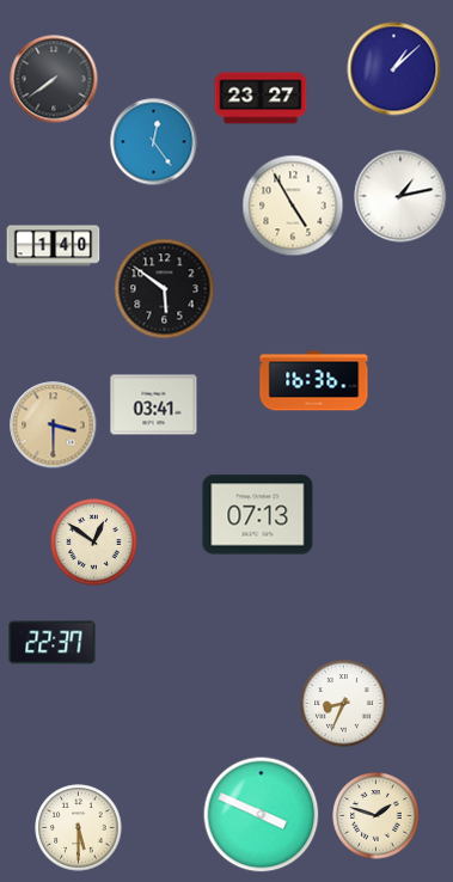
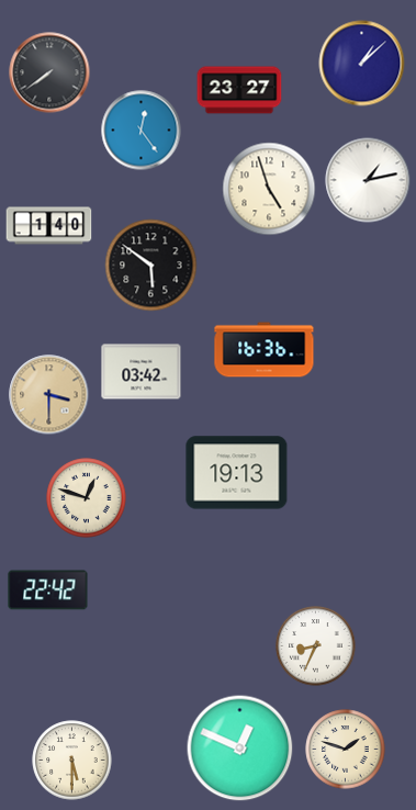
clock at (293, 206): 4:55 -> 4:57
clock at (314, 381) position: (314, 381) -> (265, 350)
clock at (154, 405): 03:41 -> 03:42
clock at (54, 425) position: (54, 425) -> (49, 395)
clock at (258, 515): 07:13 -> 19:13
clock at (94, 543): 12:51 -> 12:48
clock at (53, 643): 22:37 -> 22:42
clock at (262, 815): 3:49 -> 12:49
